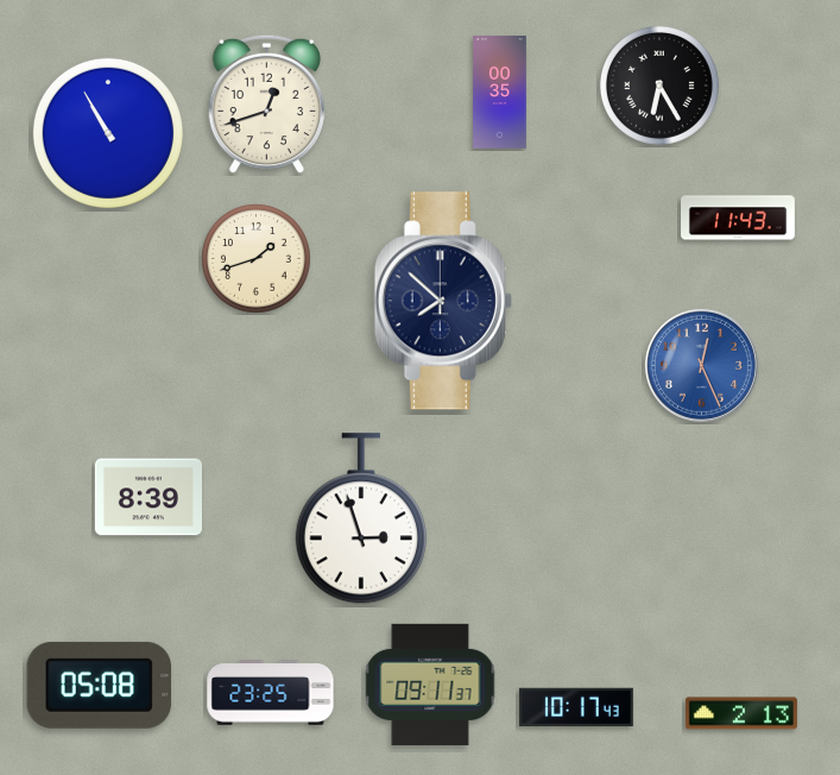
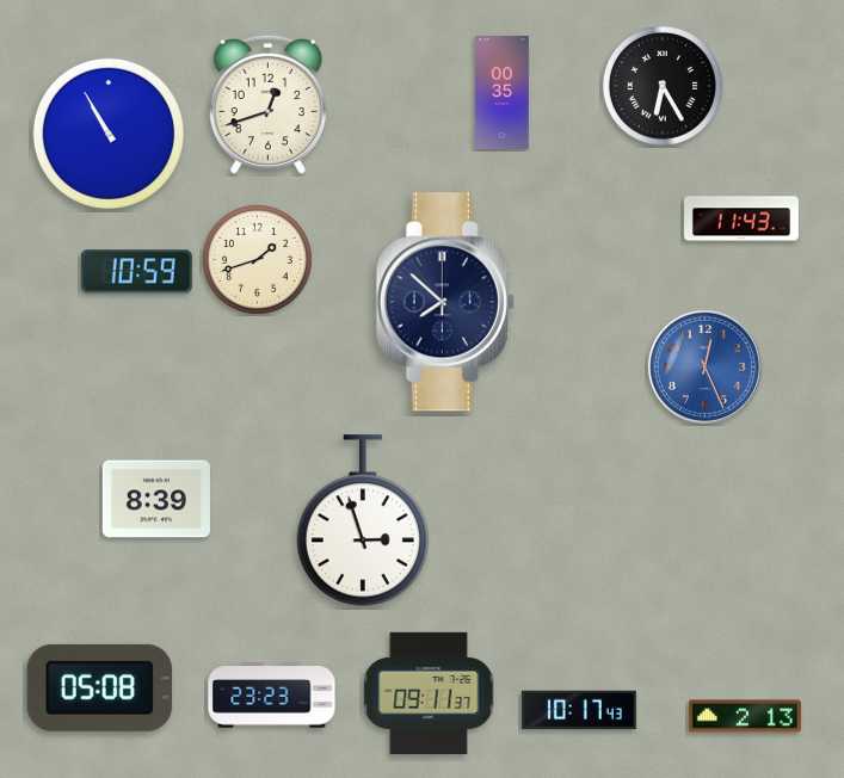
clock at (136, 272): none -> 10:59
clock at (149, 497) position: (149, 497) -> (156, 499)
clock at (430, 685) position: (430, 685) -> (429, 693)
clock at (271, 693): 23:25 -> 23:23
